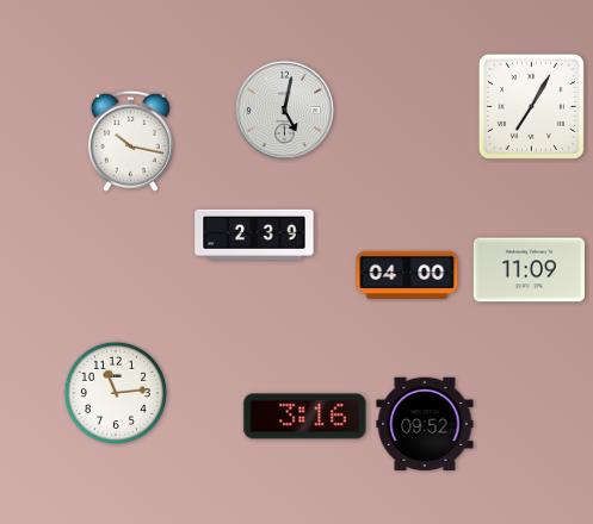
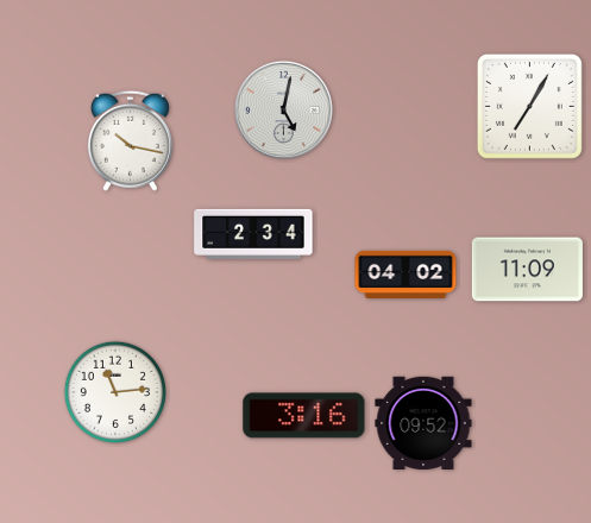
clock at (254, 235): 2:39 -> 2:34
clock at (407, 275): 04:00 -> 04:02
